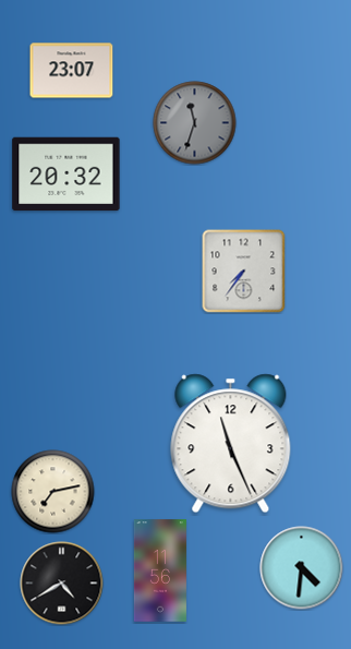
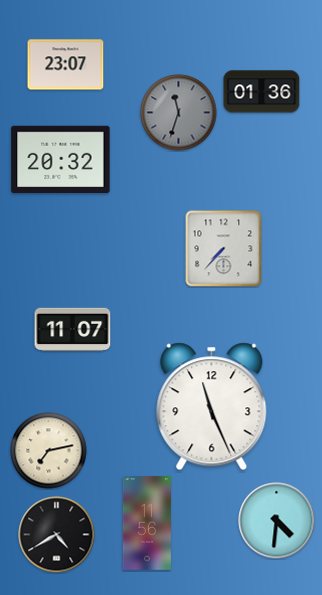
clock at (262, 92): none -> 01:36
clock at (244, 272): 7:36 -> 7:37
clock at (73, 330): none -> 11:07
